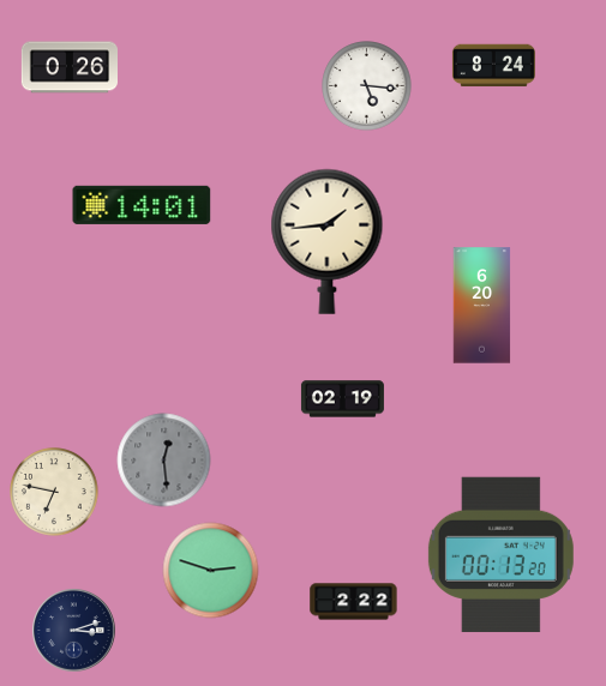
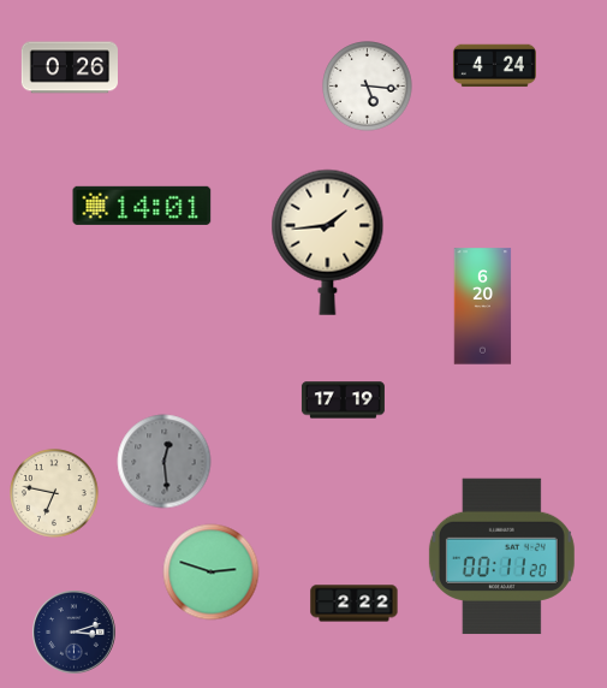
clock at (493, 66): 8:24 -> 4:24
clock at (342, 399): 02:19 -> 17:19
clock at (500, 555): 00:13 -> 00:11
